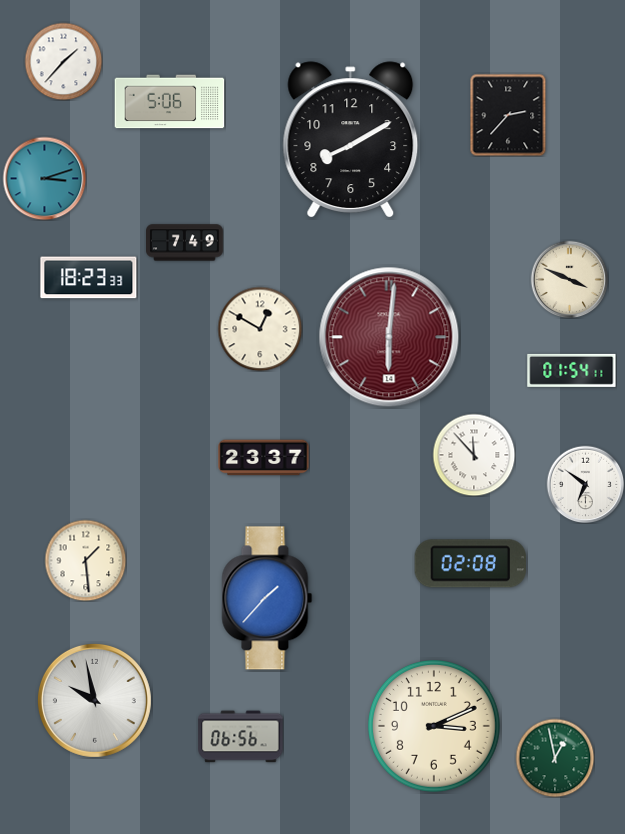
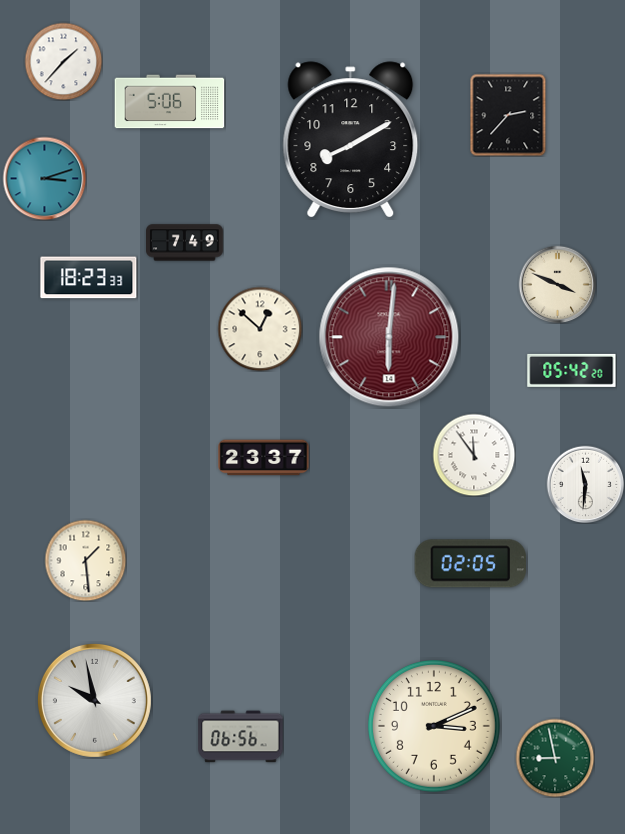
clock at (569, 279) position: (569, 279) -> (557, 284)
clock at (260, 329): 12:50 -> 12:52
clock at (572, 370): 01:54 -> 05:42
clock at (474, 455): 11:53 -> 11:54
clock at (585, 484): 6:51 -> 11:31
clock at (471, 564): 02:08 -> 02:05
clock at (267, 598): 1:37 -> none
clock at (555, 758): 12:58 -> 8:58
